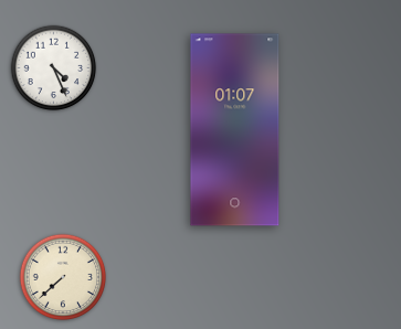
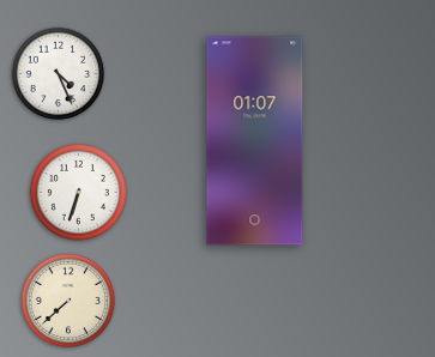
clock at (78, 192): none -> 6:33
